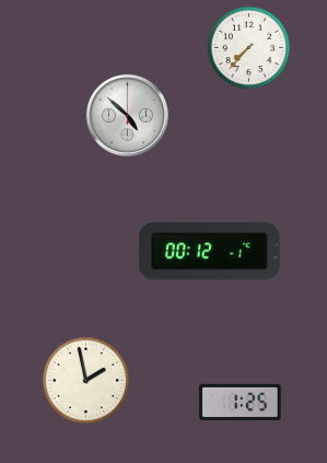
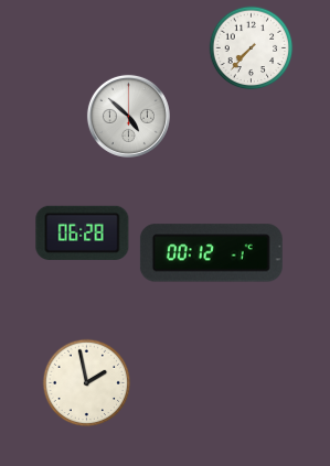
clock at (83, 232): none -> 06:28
clock at (241, 402): 1:25 -> none
